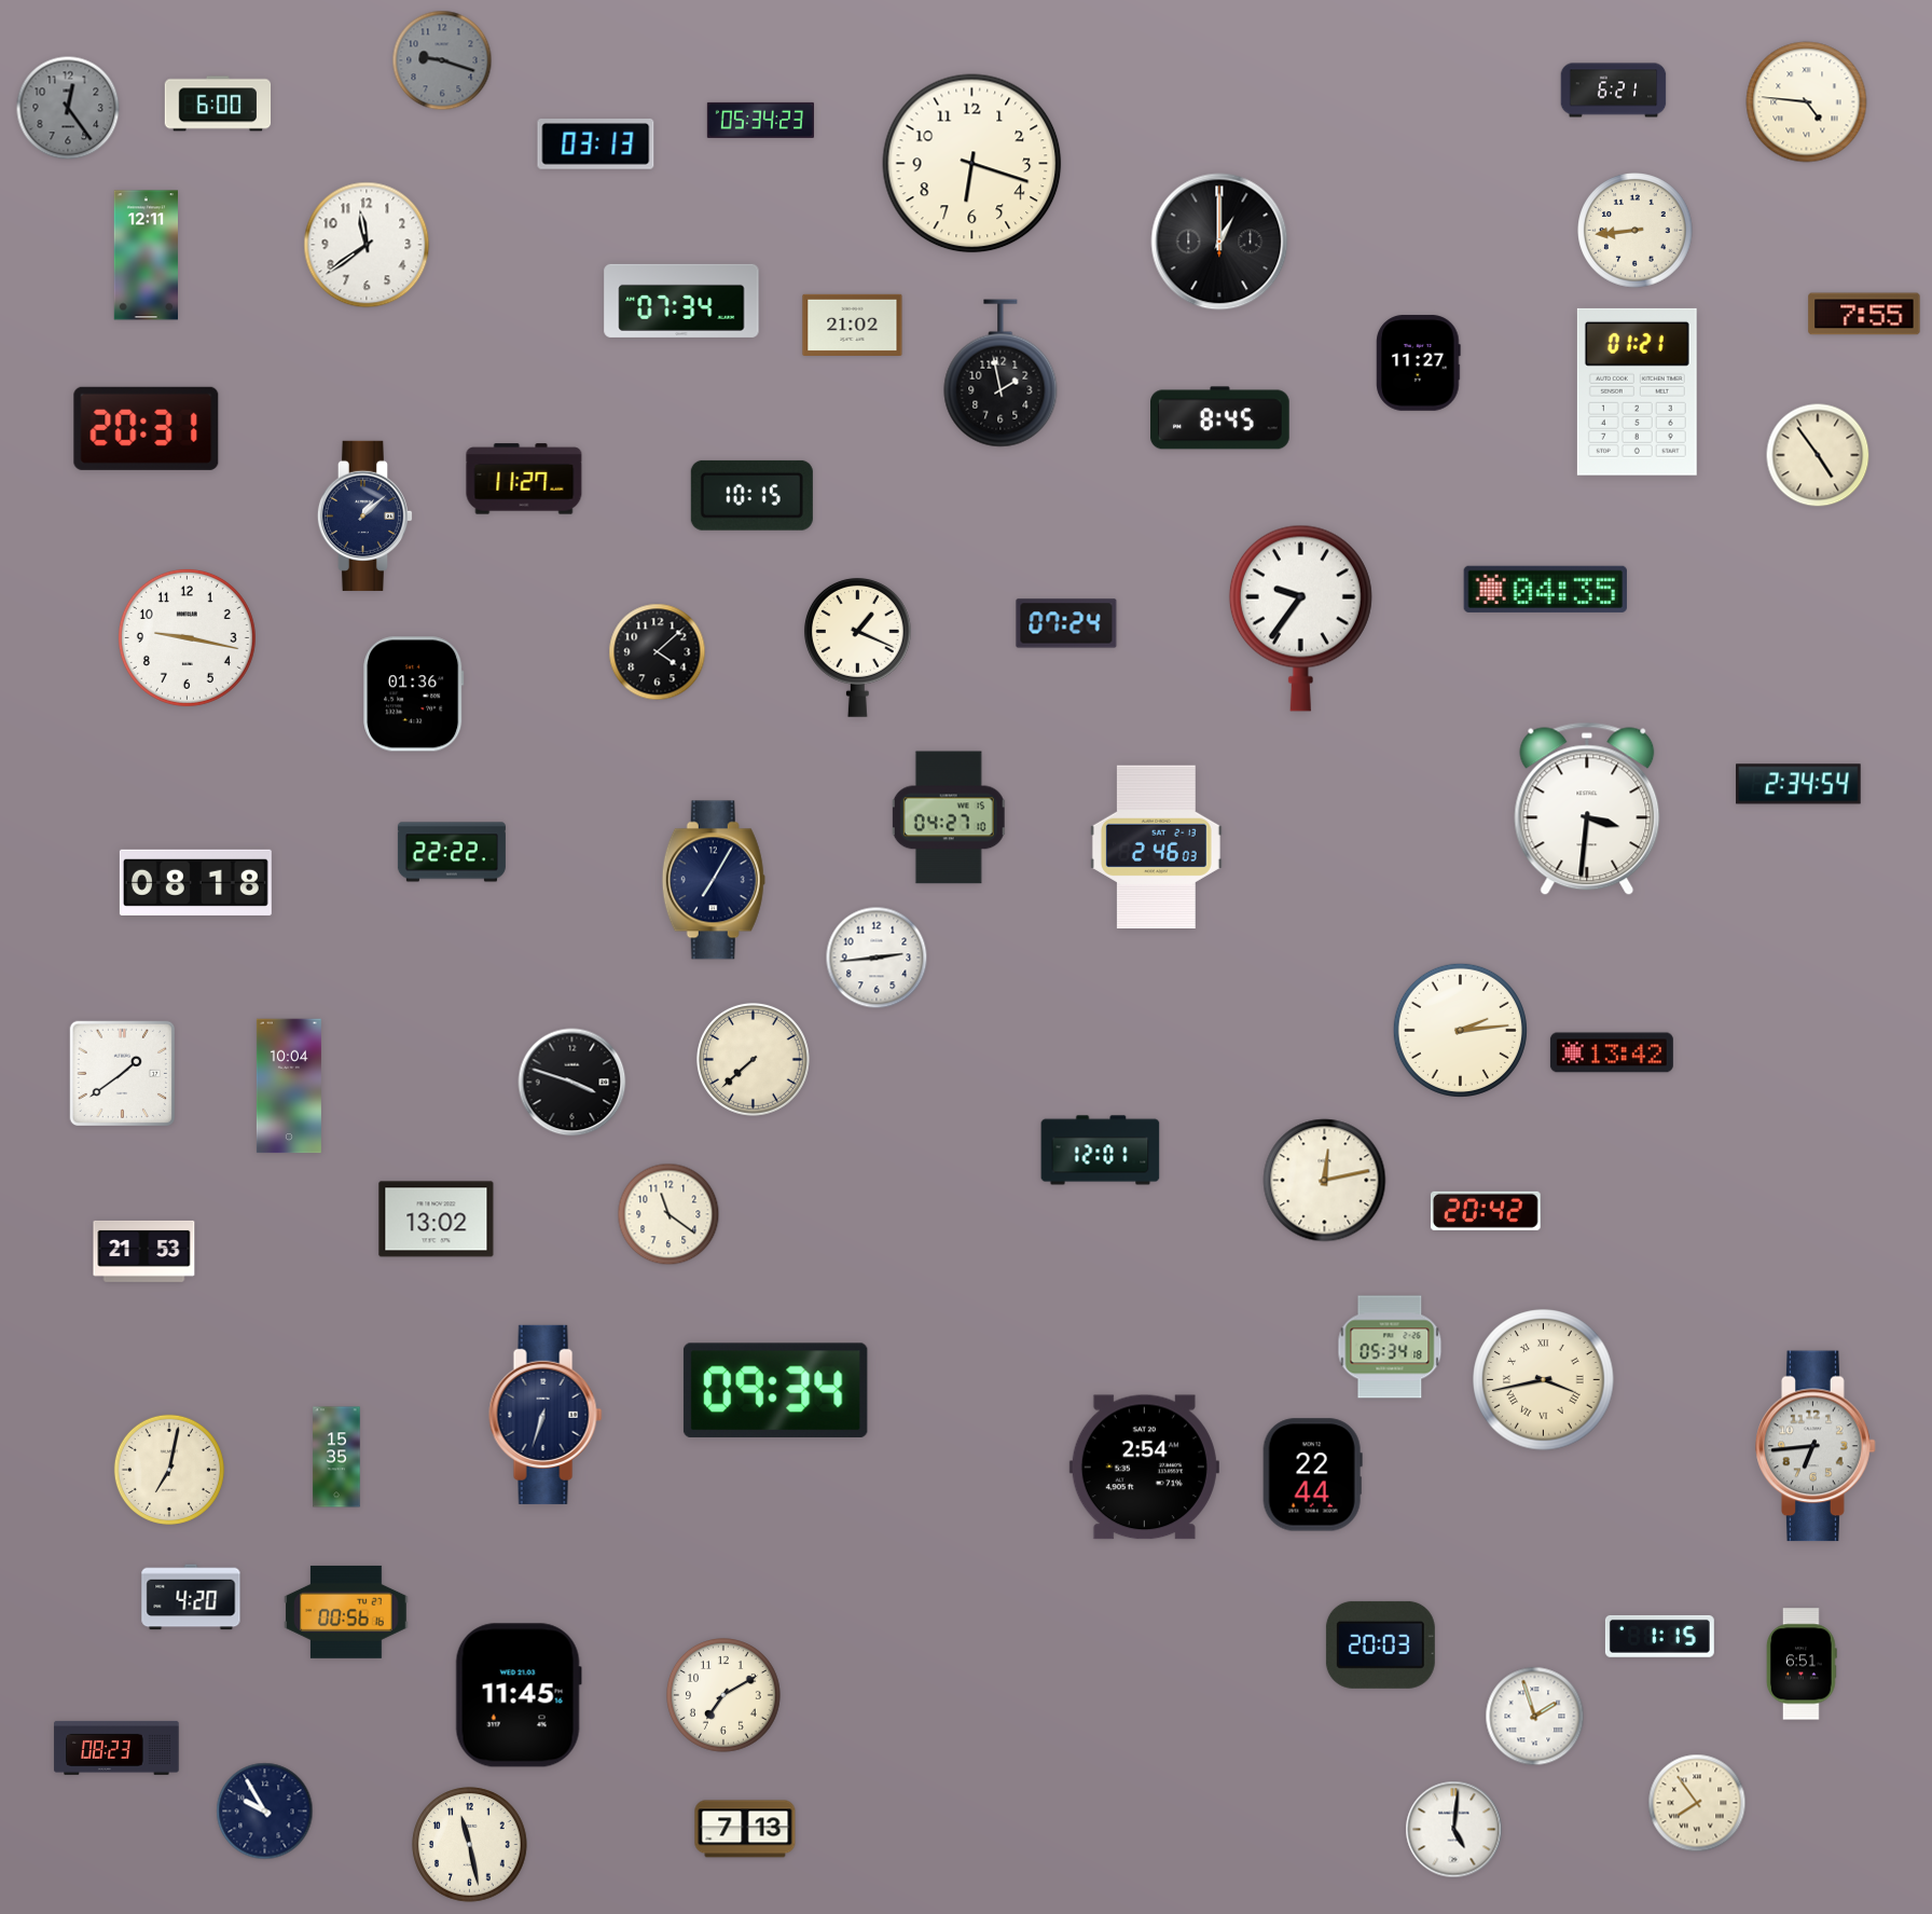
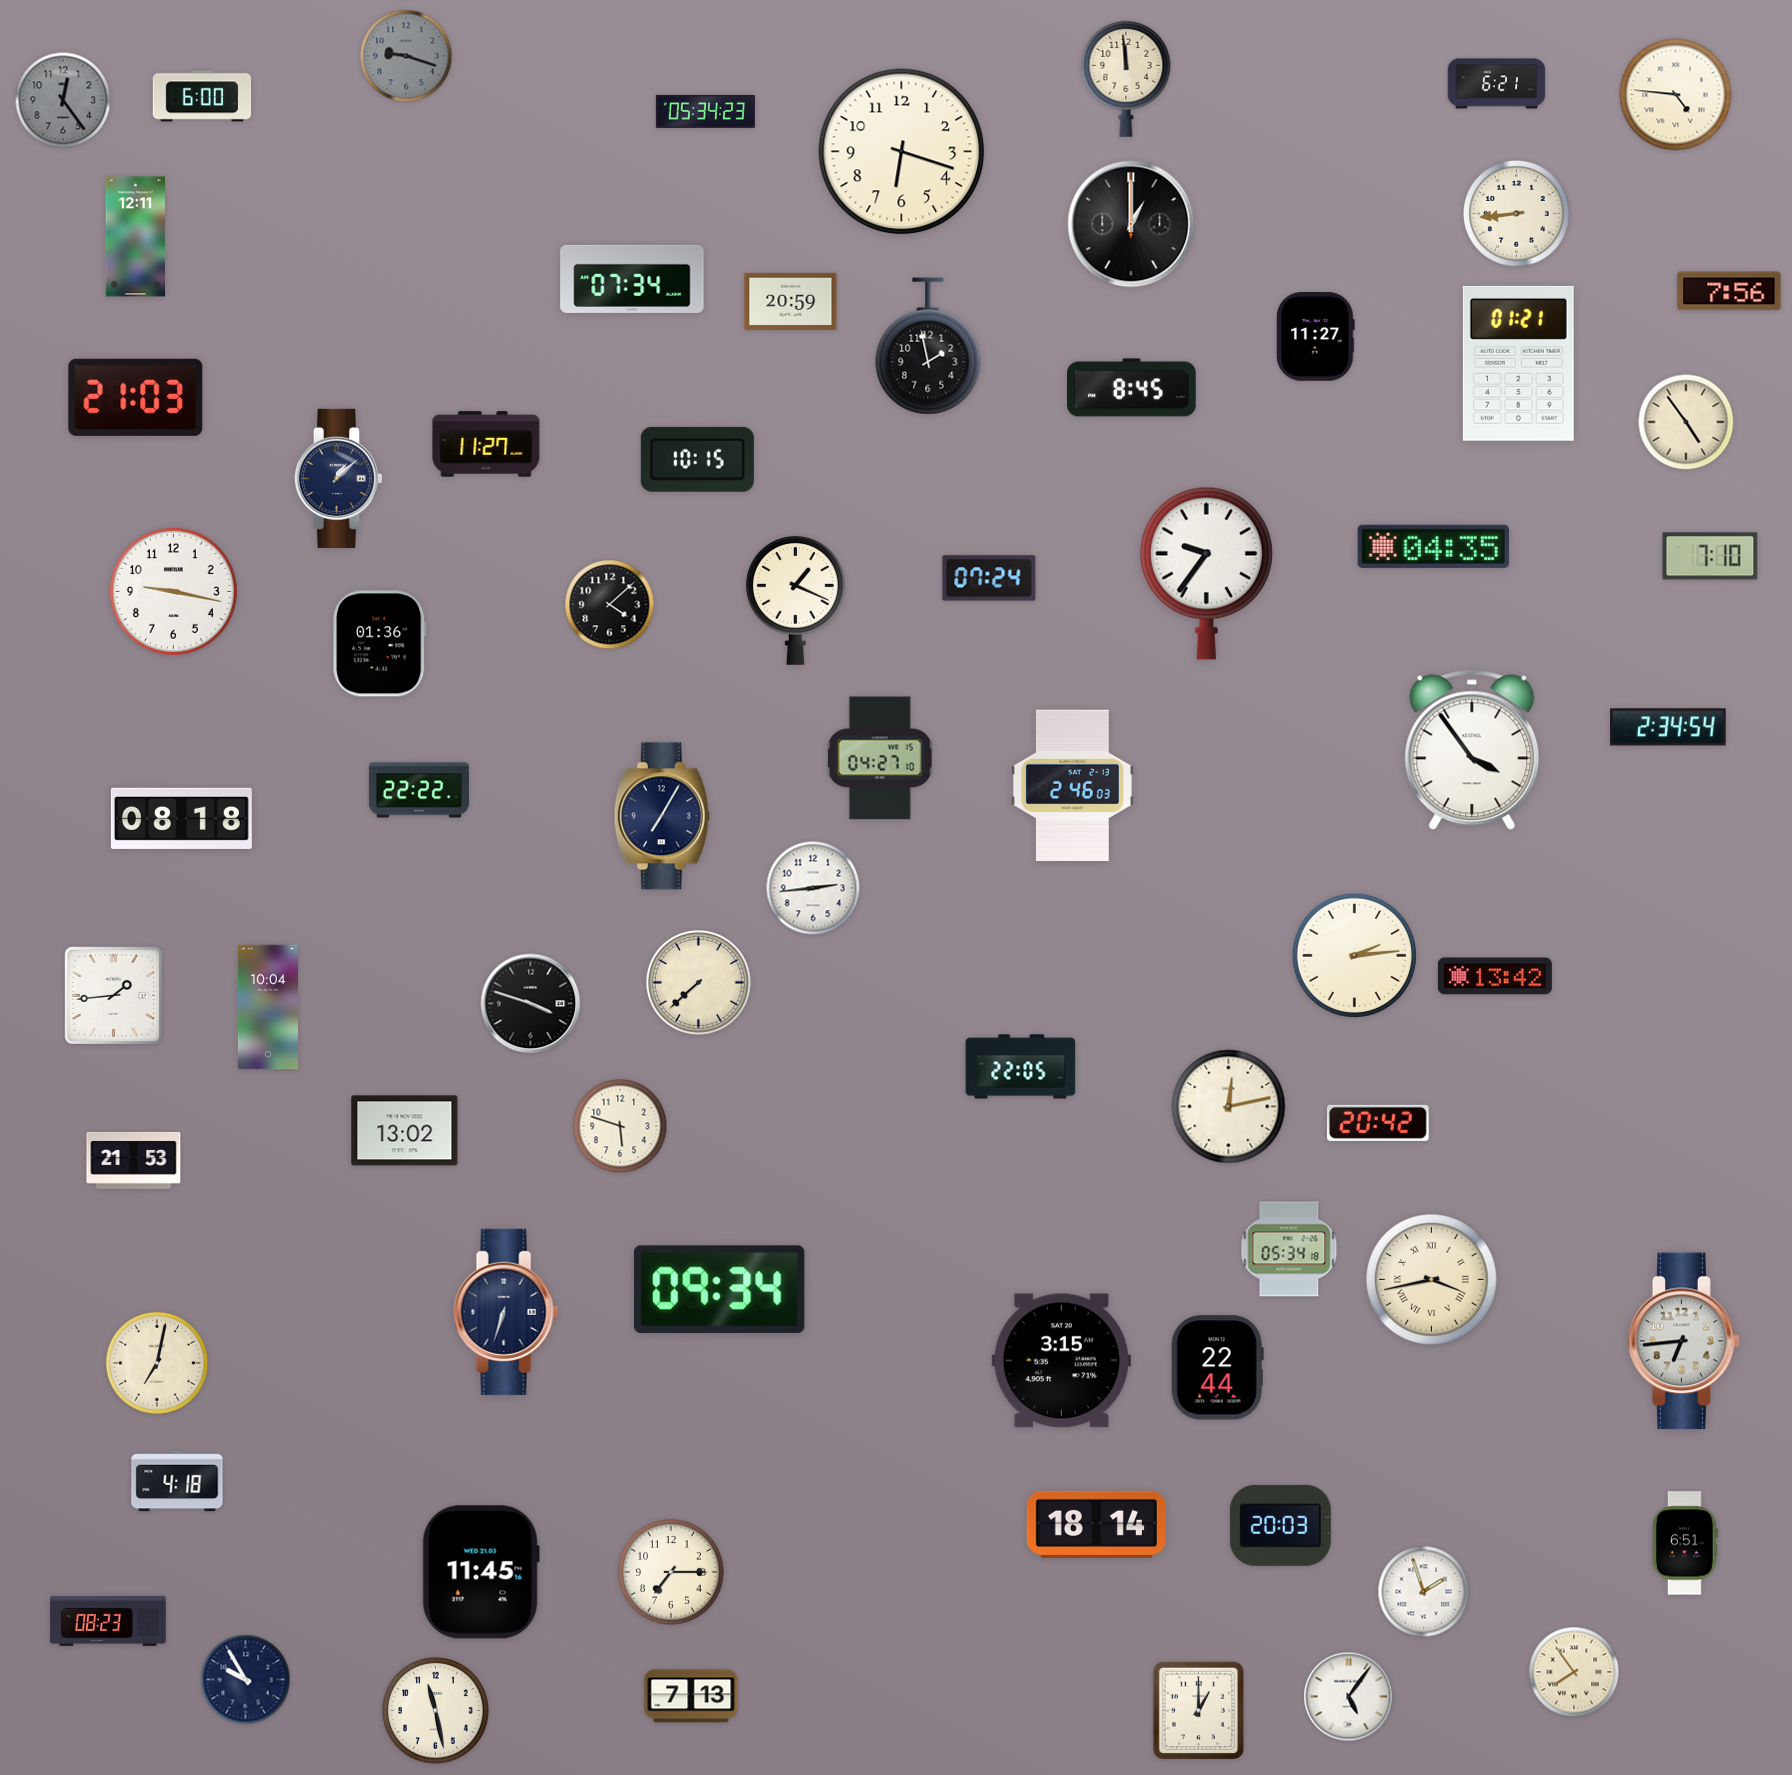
clock at (442, 60) position: (442, 60) -> (406, 56)
clock at (1126, 79): none -> 11:59
clock at (596, 144): 03:13 -> none
clock at (367, 245): 11:39 -> none
clock at (1864, 314): 7:55 -> 7:56
clock at (853, 325): 21:02 -> 20:59
clock at (147, 428): 20:31 -> 21:03
clock at (1710, 556): none -> 7:10
clock at (414, 694) position: (414, 694) -> (380, 644)
clock at (1587, 809): 3:31 -> 3:54
clock at (122, 1073): 1:39 -> 1:44
clock at (1101, 1151): 12:01 -> 22:05
clock at (1325, 1181) position: (1325, 1181) -> (1229, 1107)
clock at (668, 1214): 11:21 -> 5:48
clock at (336, 1457): 15:35 -> none
clock at (1144, 1468): 2:54 -> 3:15
clock at (191, 1597): 4:20 -> 4:18
clock at (346, 1612): 00:56 -> none
clock at (1659, 1636): 1:15 -> none
clock at (1096, 1524): none -> 18:14
clock at (1803, 1664) position: (1803, 1664) -> (1686, 1543)
clock at (724, 1696): 7:10 -> 7:15
clock at (1454, 1830): 5:01 -> 5:06
clock at (1198, 1710): none -> 1:00
